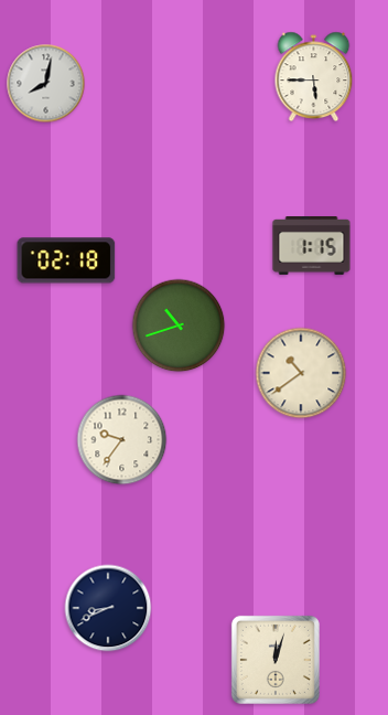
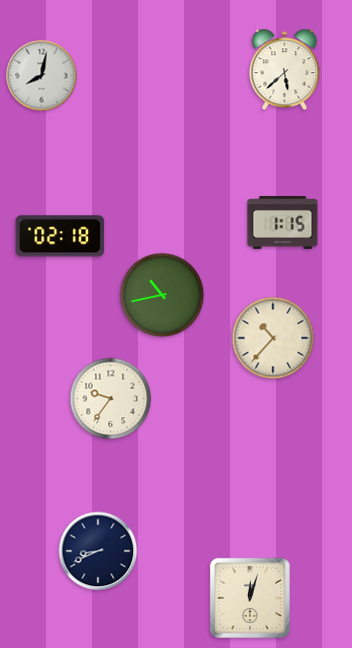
clock at (314, 77): 5:45 -> 5:38
clock at (179, 326): 10:42 -> 10:43
clock at (301, 373): 10:39 -> 10:37
